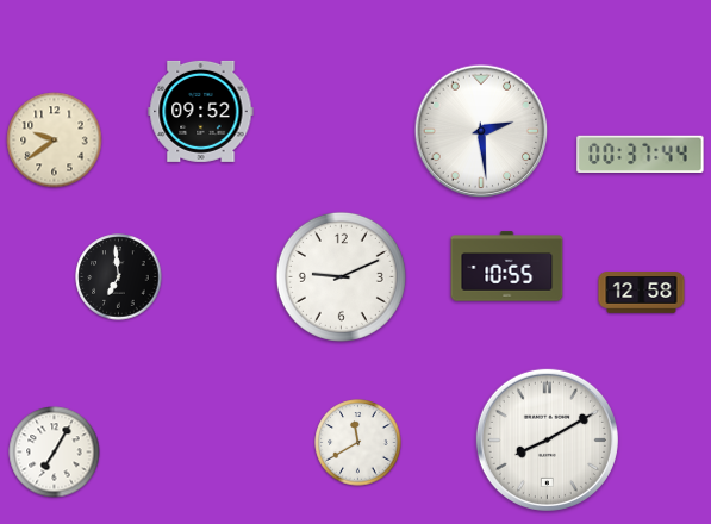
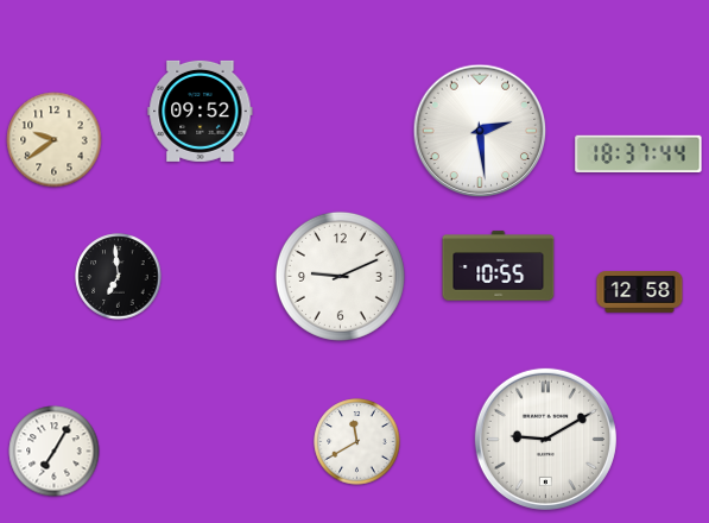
clock at (641, 154): 00:37 -> 18:37
clock at (507, 267) position: (507, 267) -> (499, 266)
clock at (547, 439): 8:10 -> 9:10
